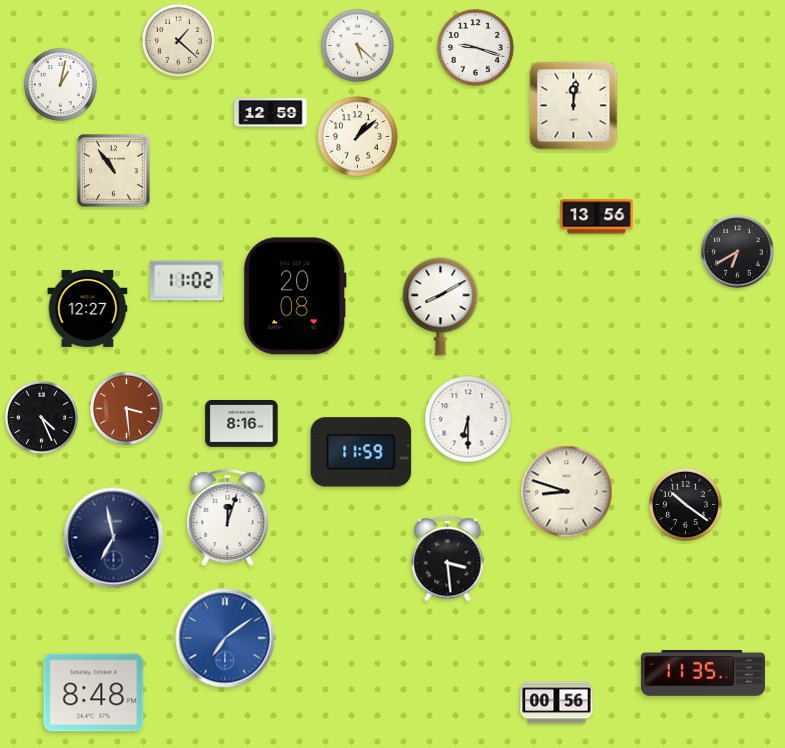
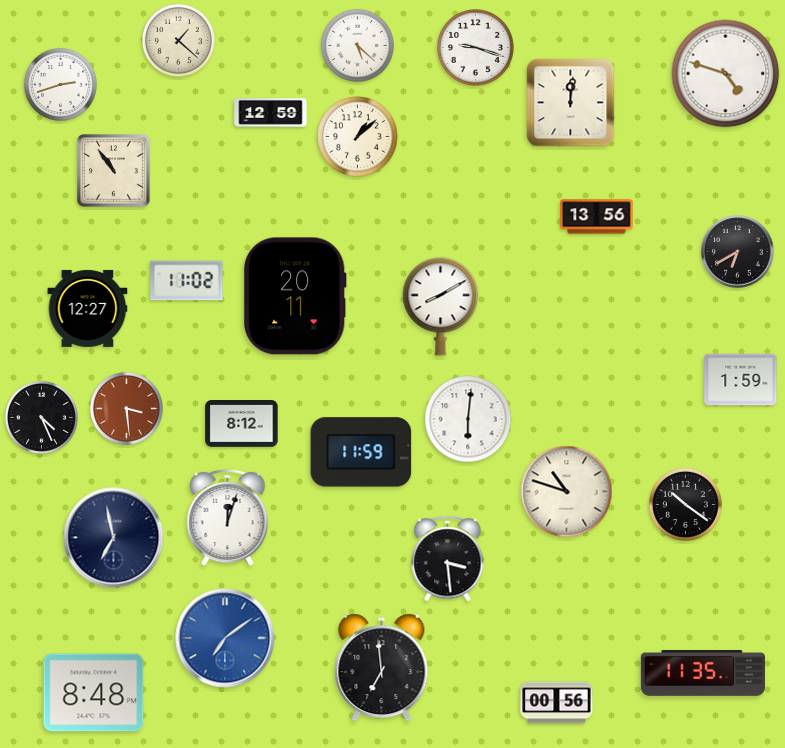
clock at (726, 74): none -> 4:48
clock at (60, 84): 1:02 -> 2:42
clock at (574, 106) position: (574, 106) -> (571, 103)
clock at (295, 296): 20:08 -> 20:11
clock at (741, 380): none -> 1:59
clock at (468, 419): 6:30 -> 6:01
clock at (242, 424): 8:16 -> 8:12
clock at (567, 492): 8:48 -> 10:48
clock at (382, 668): none -> 6:59
